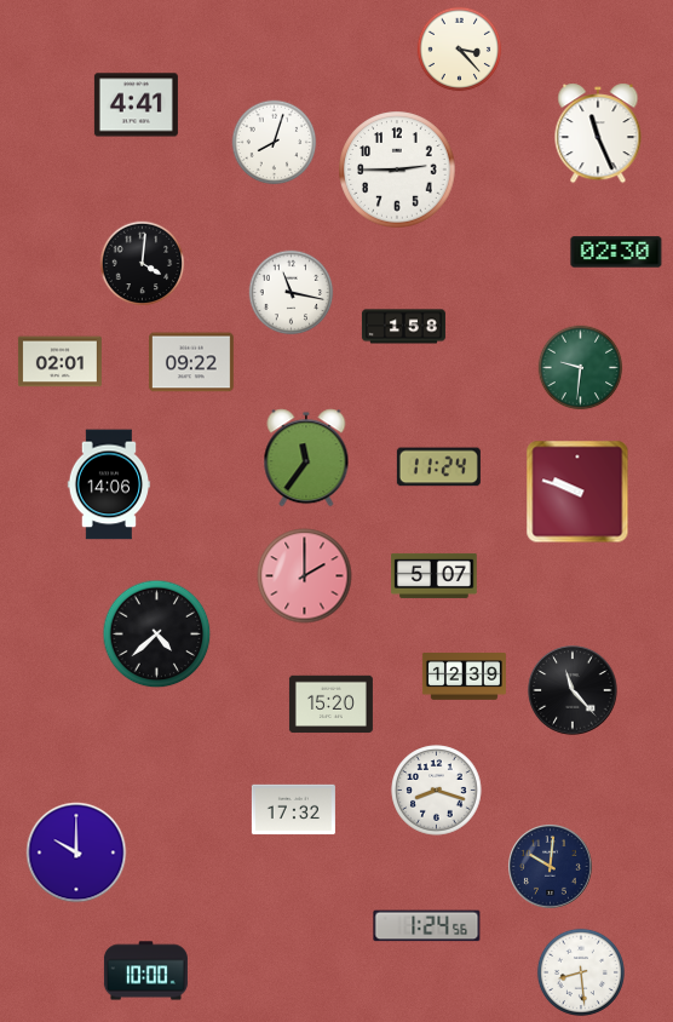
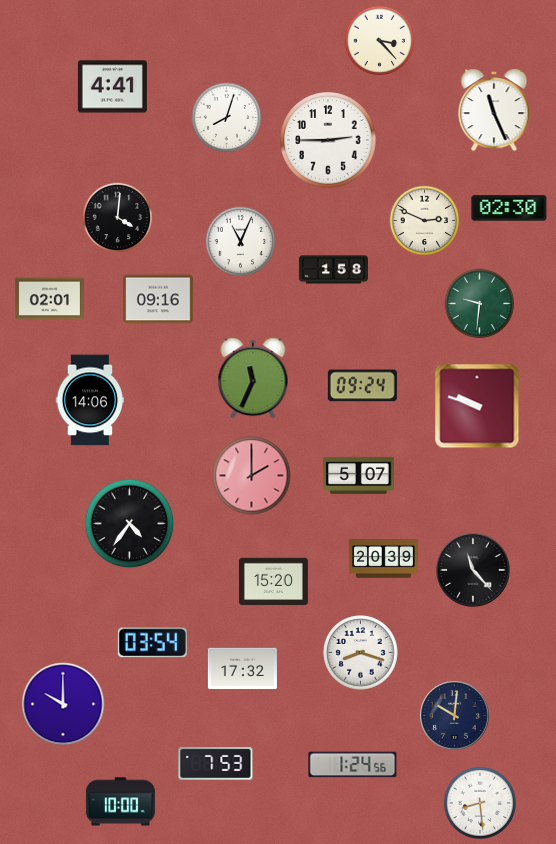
clock at (425, 221): none -> 2:49
clock at (292, 293): 11:17 -> 11:04
clock at (191, 362): 09:22 -> 09:16
clock at (306, 458): 11:36 -> 11:34
clock at (438, 467): 11:24 -> 09:24
clock at (157, 635): 4:38 -> 4:36
clock at (464, 677): 12:39 -> 20:39
clock at (152, 643): none -> 03:54
clock at (216, 764): none -> 7:53
